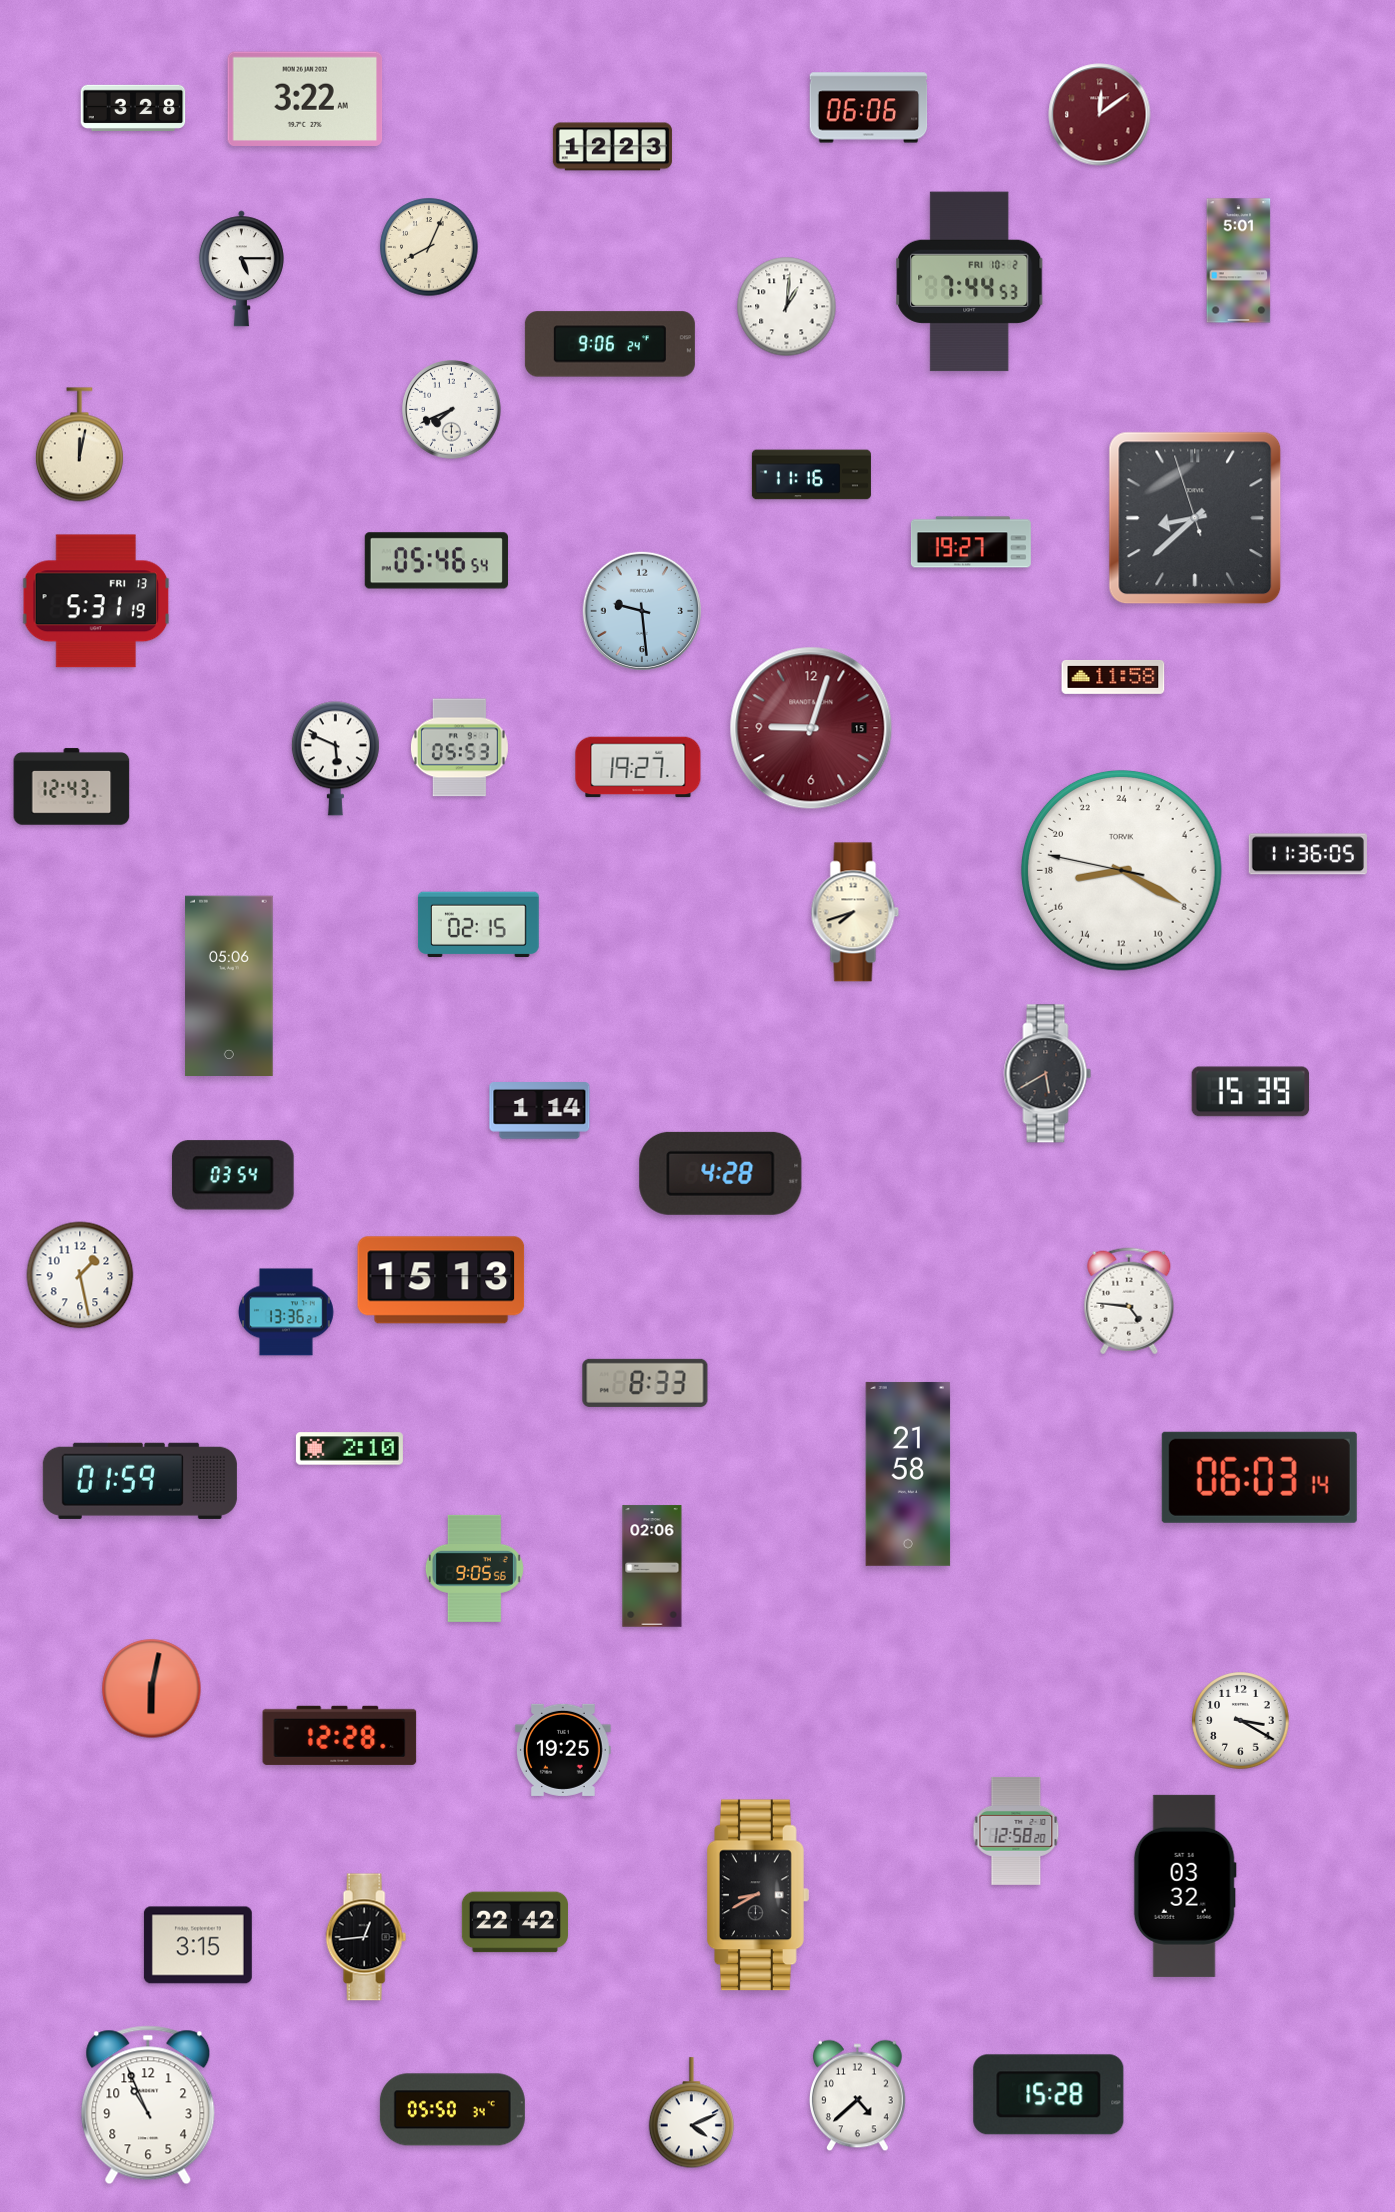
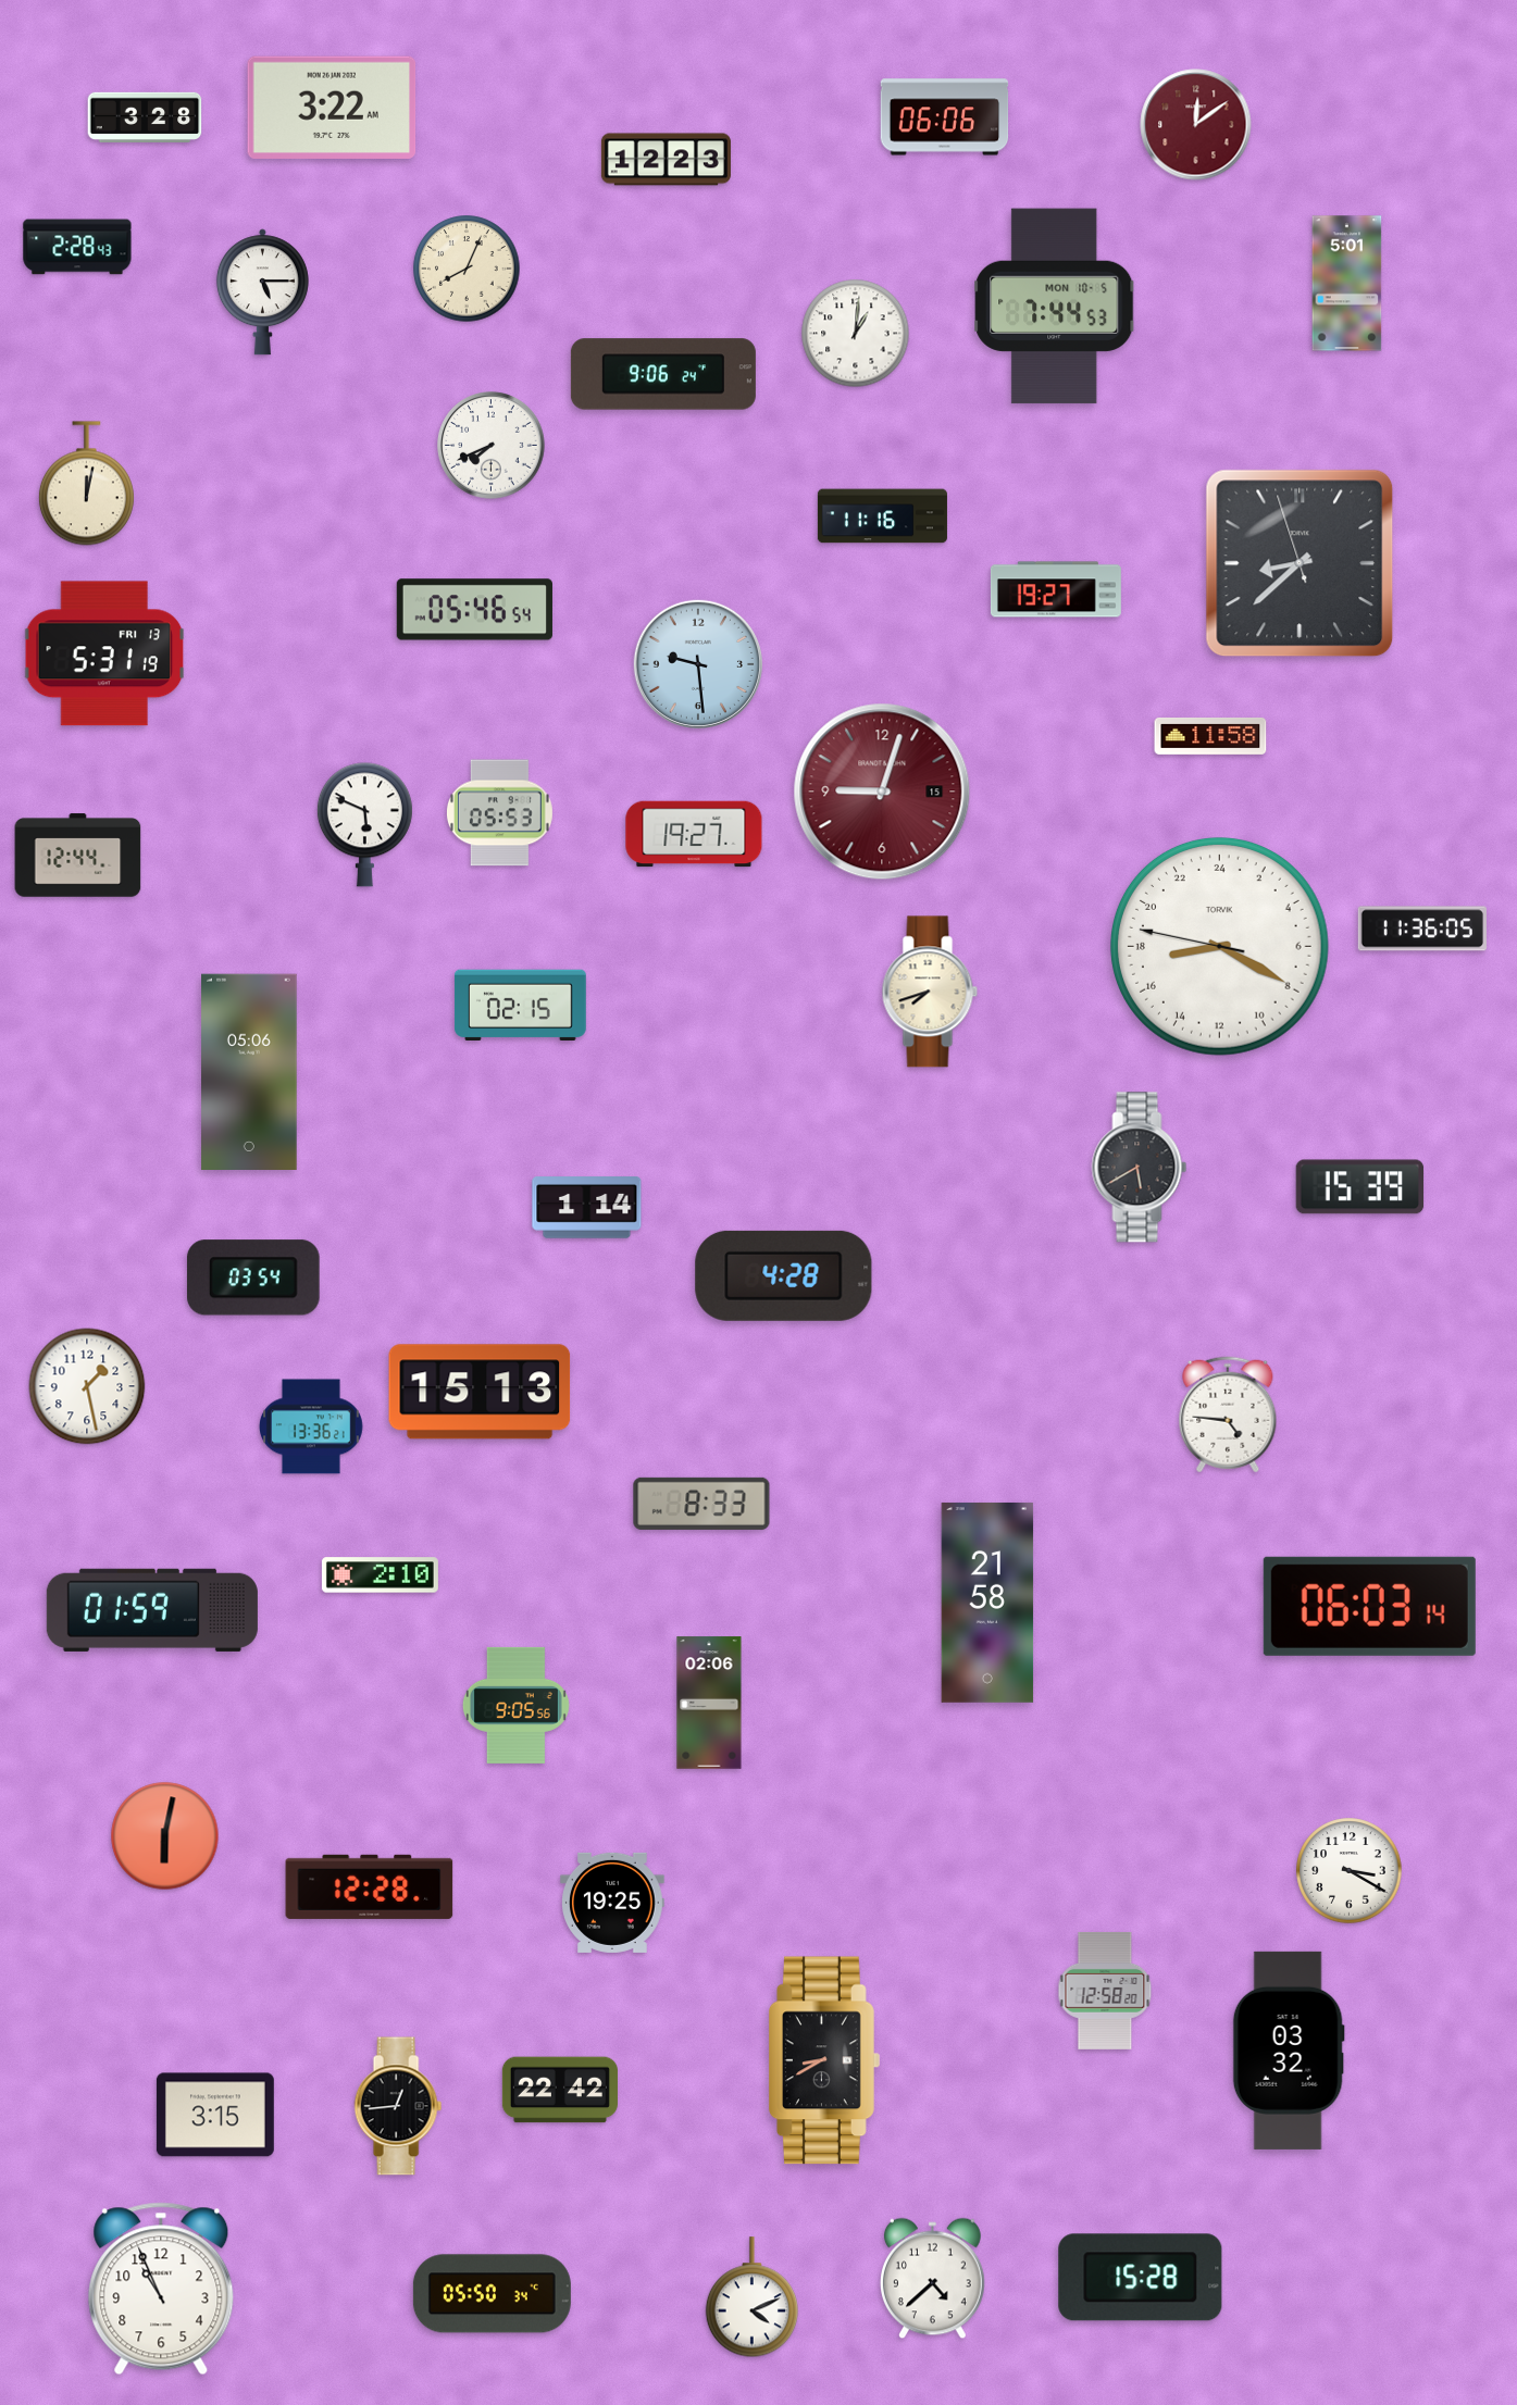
clock at (77, 247): none -> 2:28
clock at (970, 282) date: FRI 10-2 -> MON 10-5
clock at (72, 787): 12:43 -> 12:44
